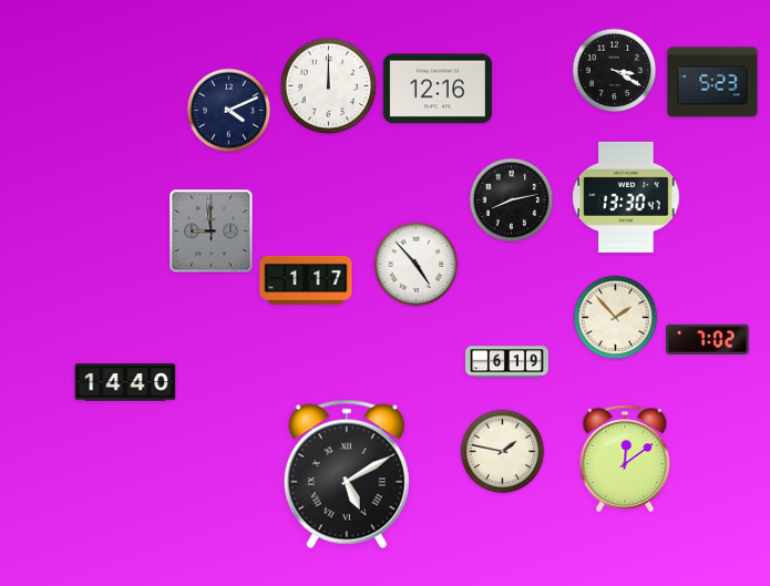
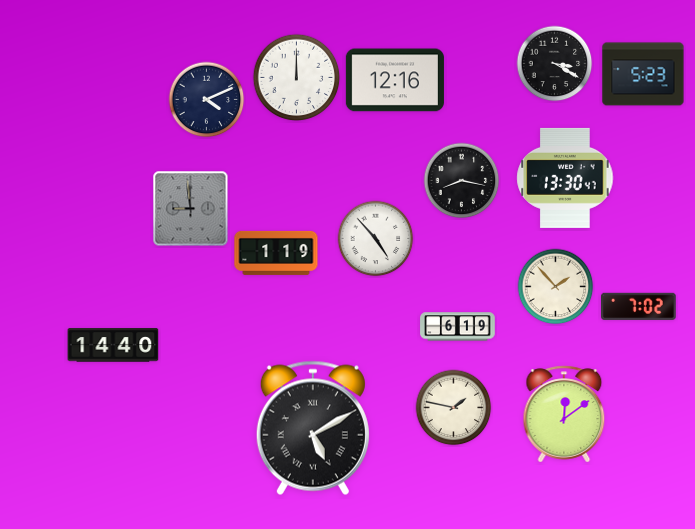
clock at (512, 201): 8:13 -> 8:17
clock at (306, 280): 1:17 -> 1:19
